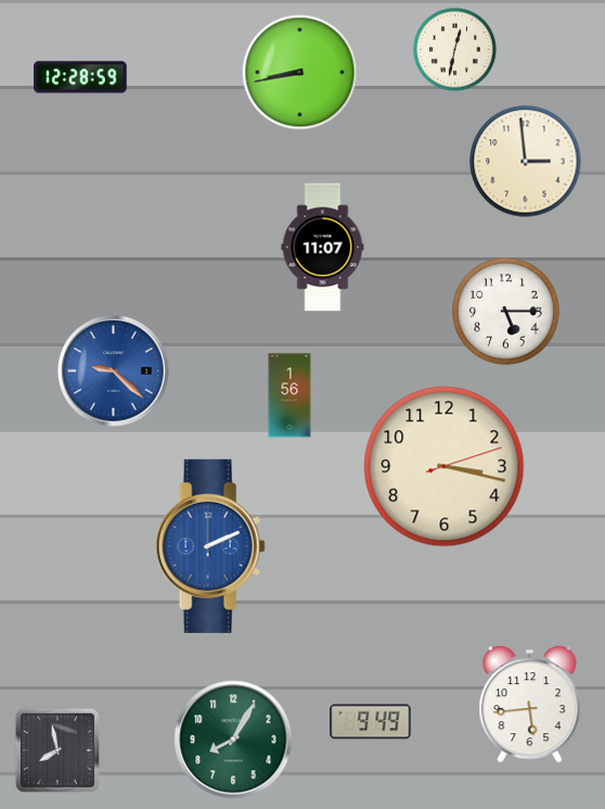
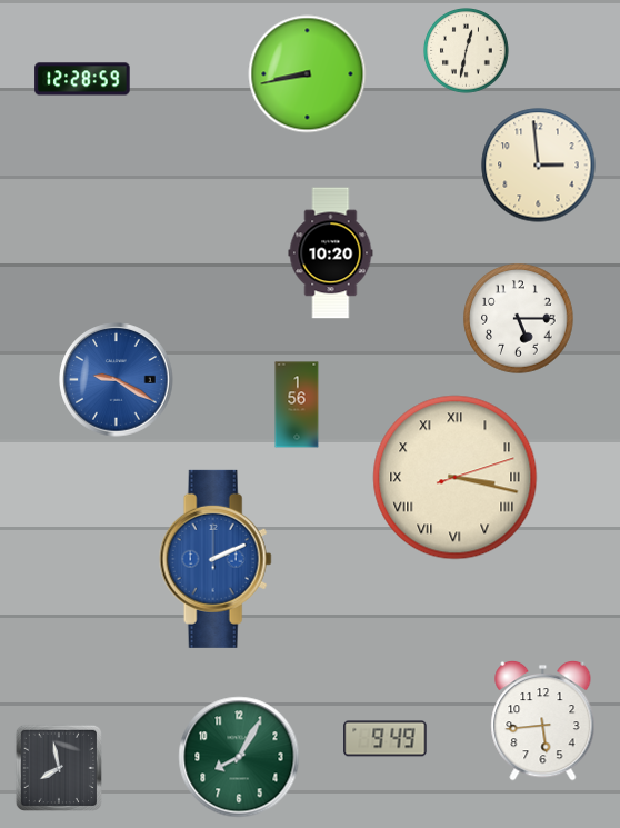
clock at (323, 248): 11:07 -> 10:20
clock at (114, 371): 9:22 -> 9:20
clock at (445, 467) numerals: Arabic -> Roman
clock at (371, 722) position: (371, 722) -> (386, 739)
